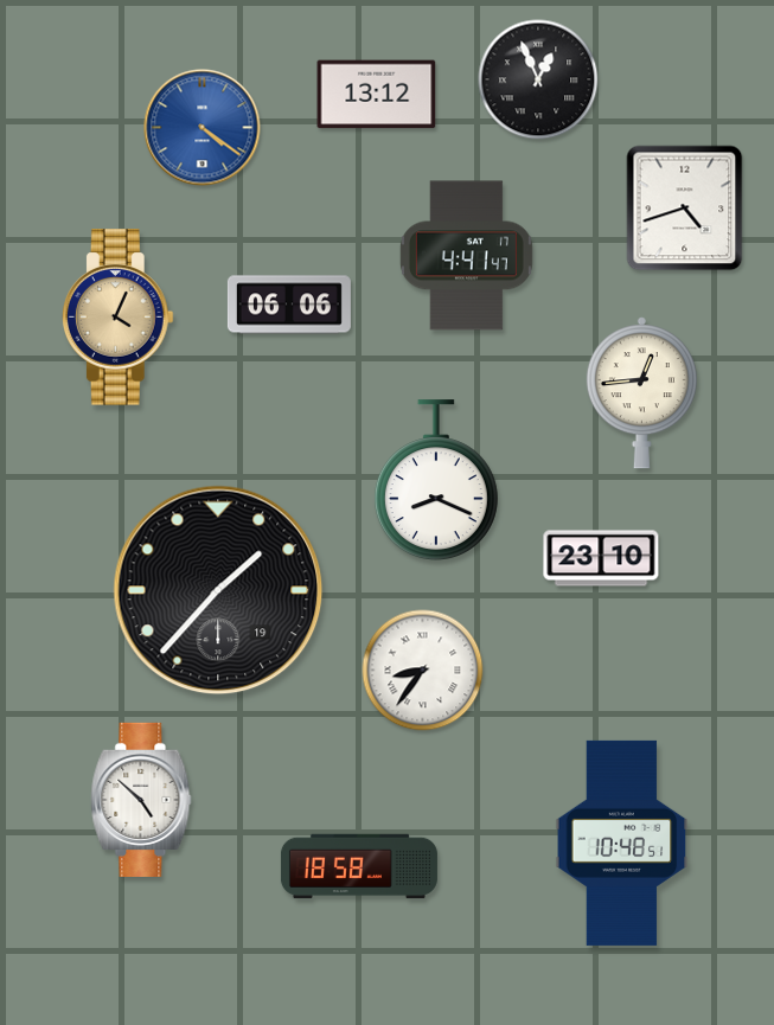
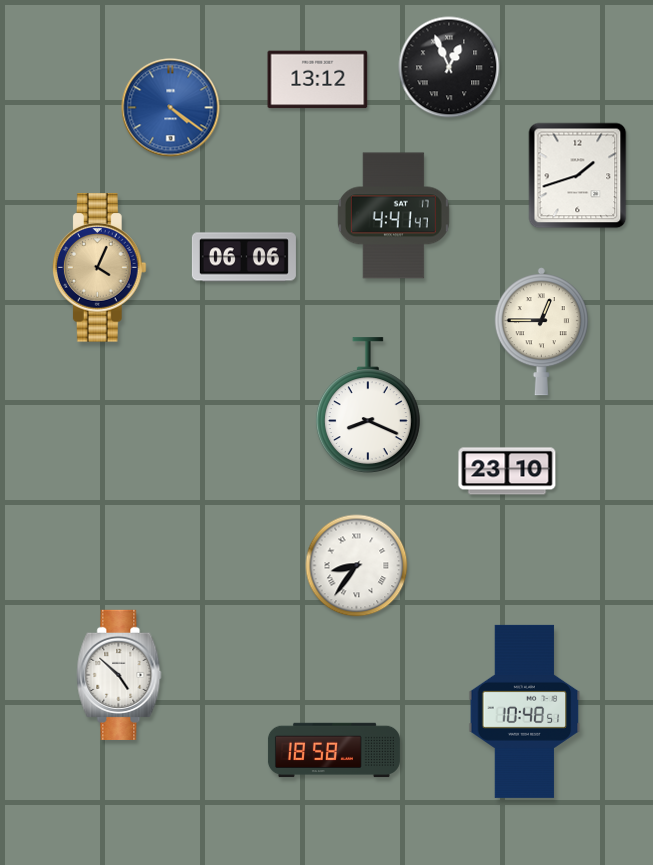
clock at (538, 79) position: (538, 79) -> (449, 67)
clock at (685, 209): 4:42 -> 1:42
clock at (641, 393): 12:44 -> 12:45
clock at (218, 590): 1:37 -> none
clock at (359, 866) position: (359, 866) -> (334, 750)
